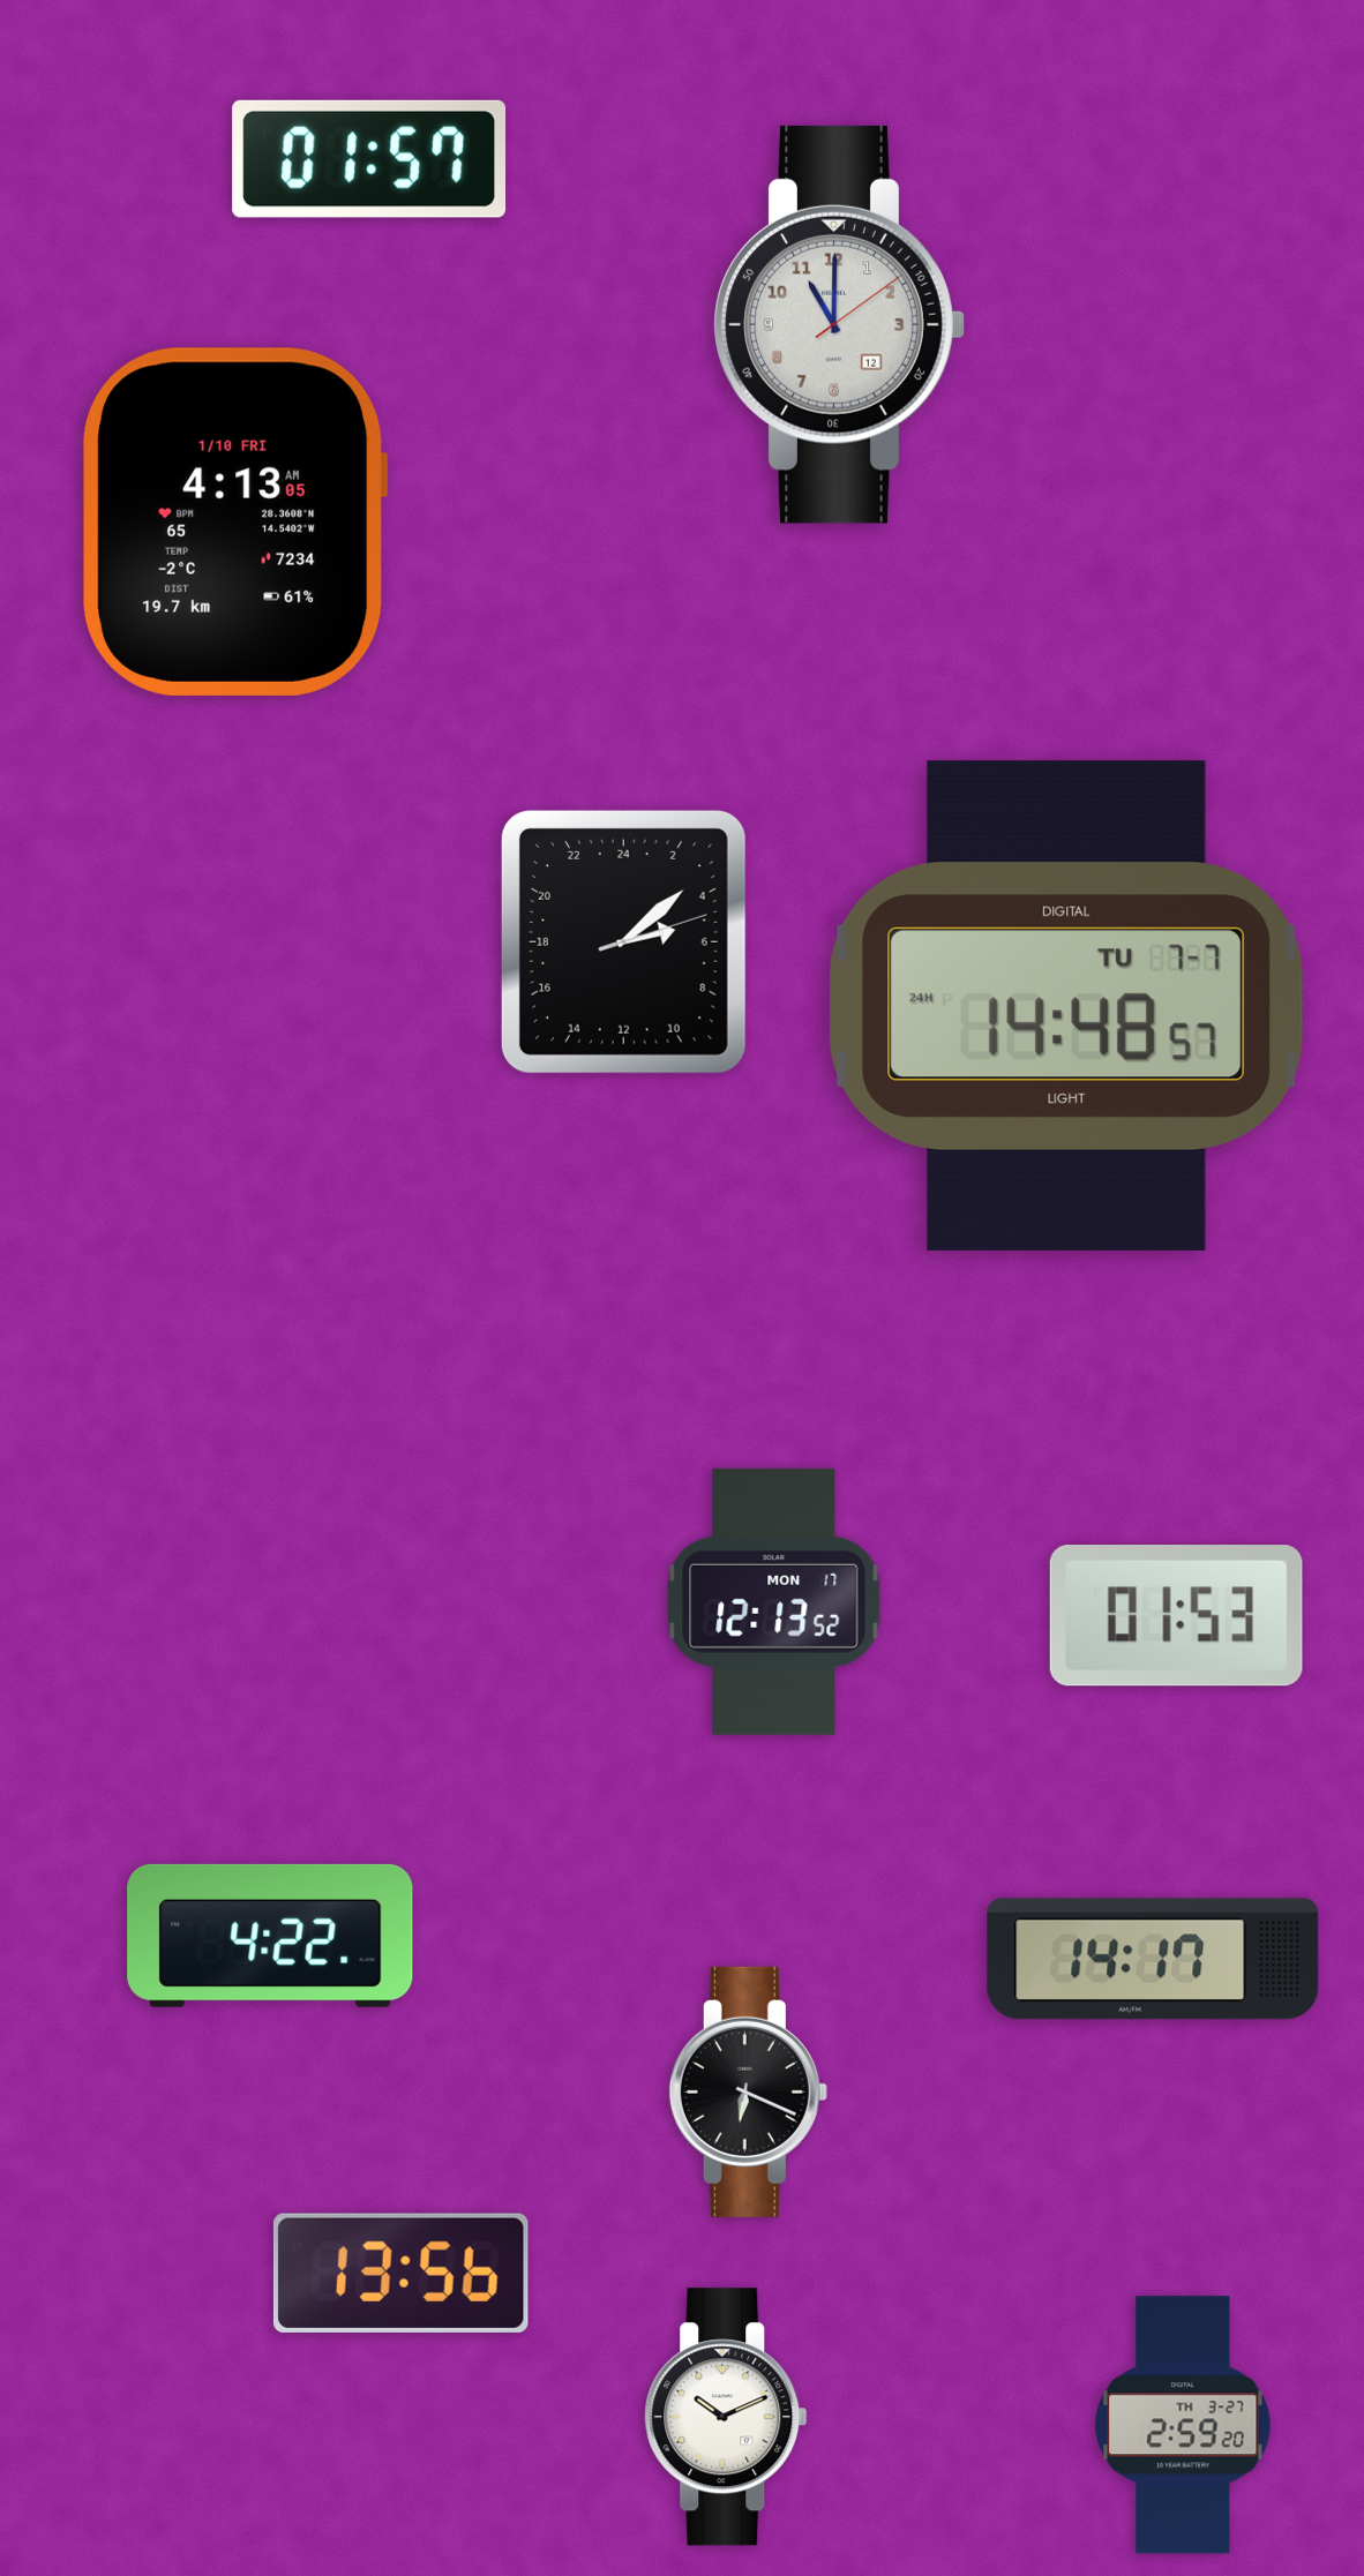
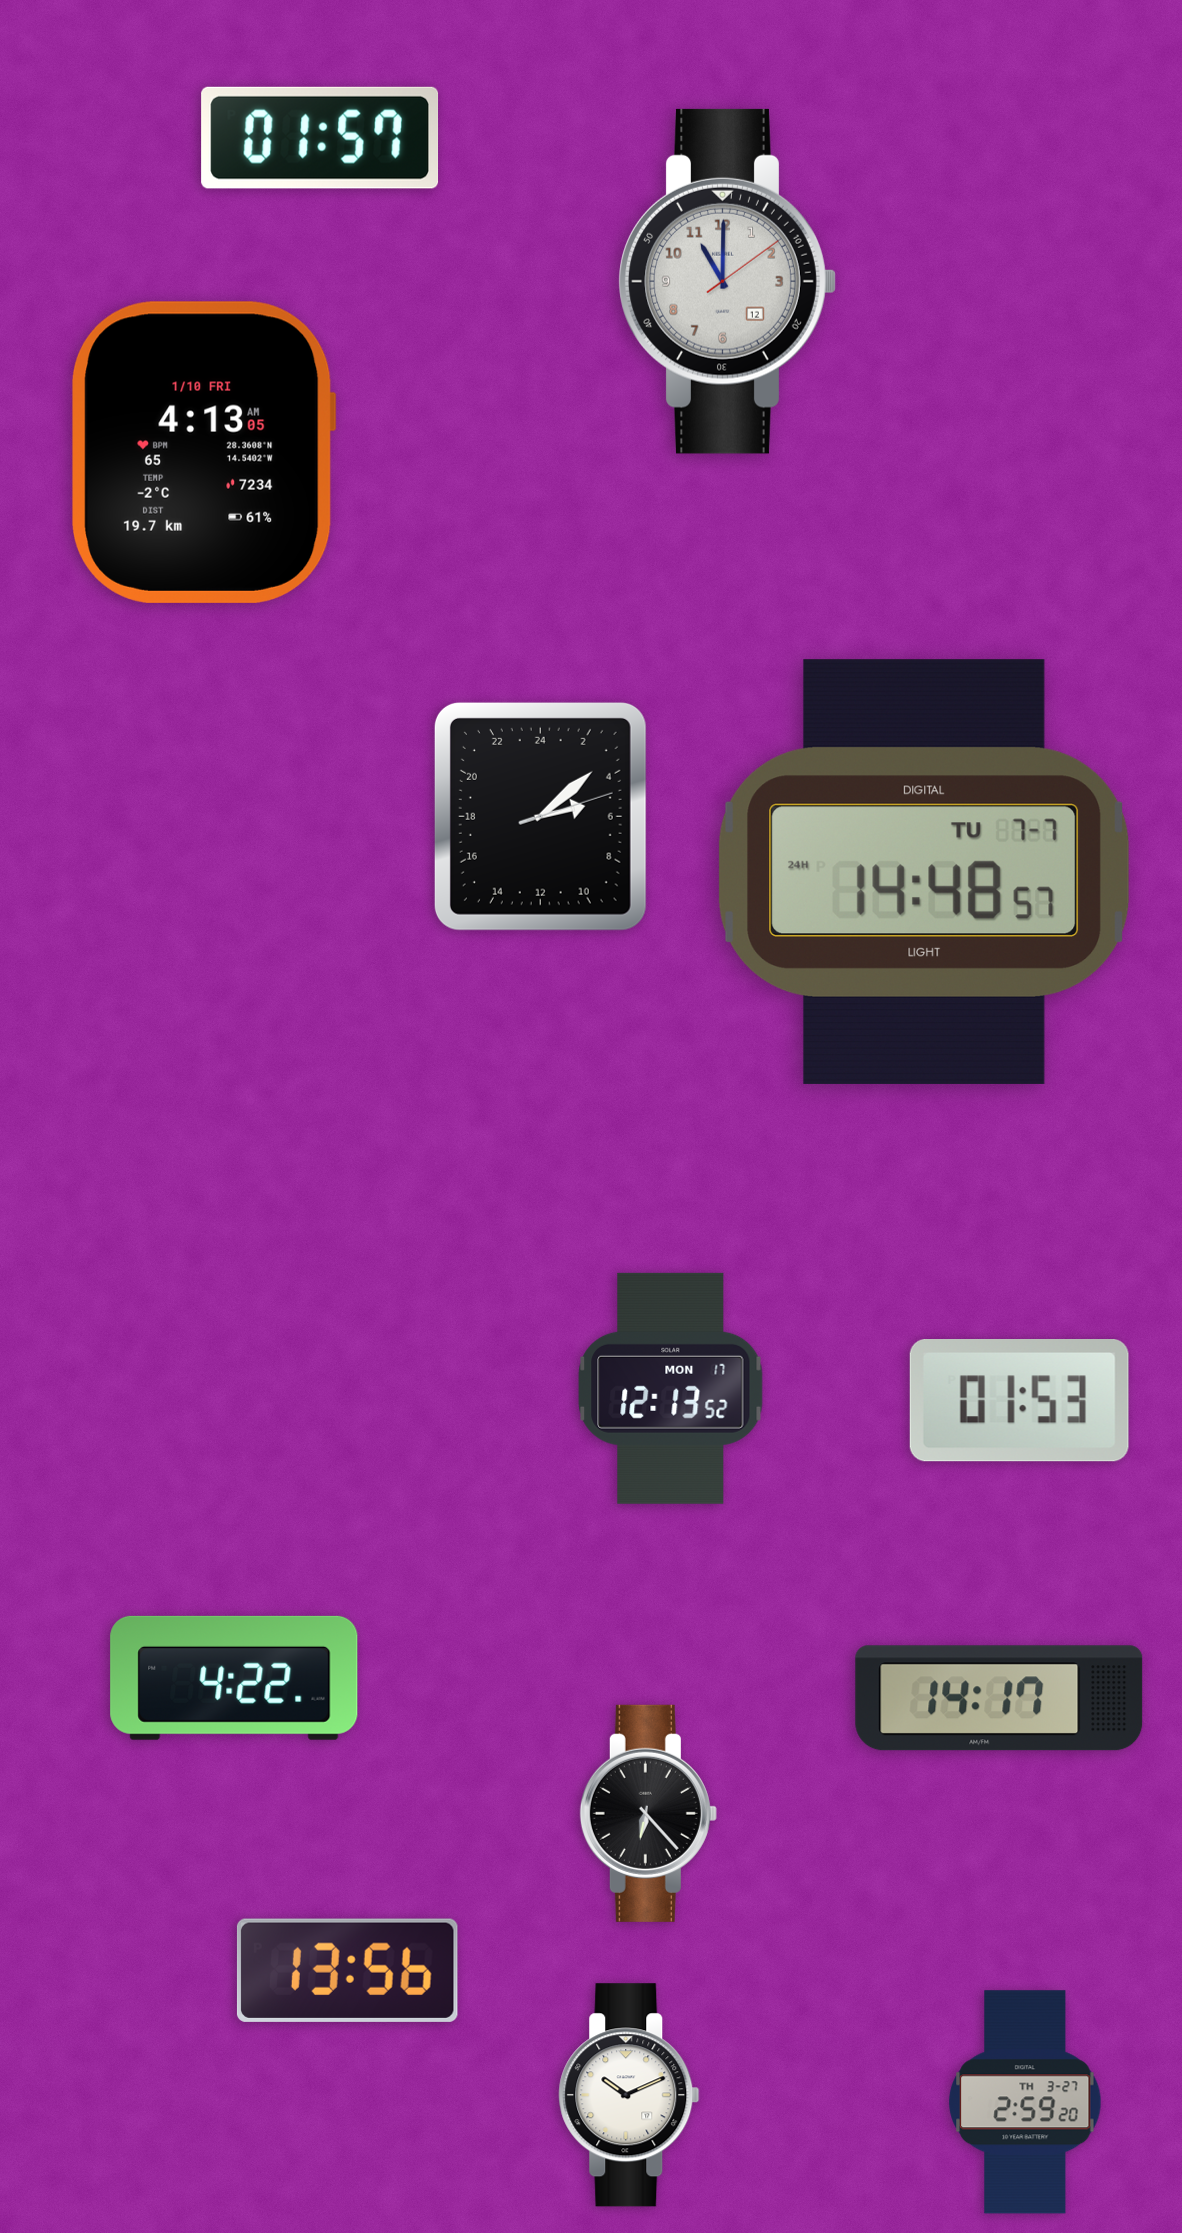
clock at (748, 2091): 6:19 -> 6:23
